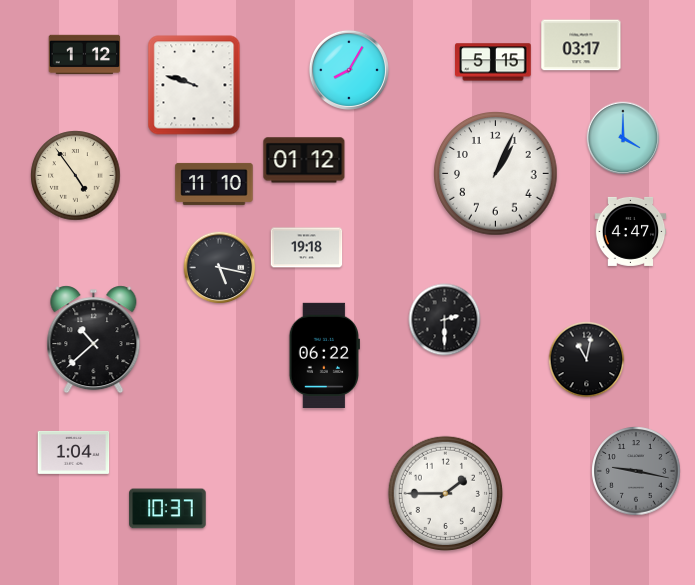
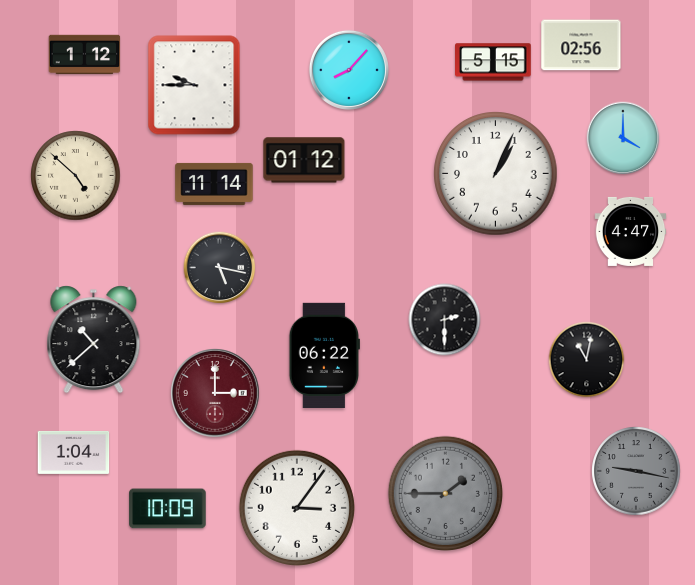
clock at (581, 45): 03:17 -> 02:56
clock at (349, 70): 8:05 -> 8:07
clock at (194, 85): 9:48 -> 9:45
clock at (76, 176): 4:54 -> 4:52
clock at (214, 184): 11:10 -> 11:14
clock at (307, 248): 19:18 -> none
clock at (215, 393): none -> 3:00
clock at (445, 493) dial: white -> grey
clock at (297, 508): none -> 3:06
clock at (168, 509): 10:37 -> 10:09
